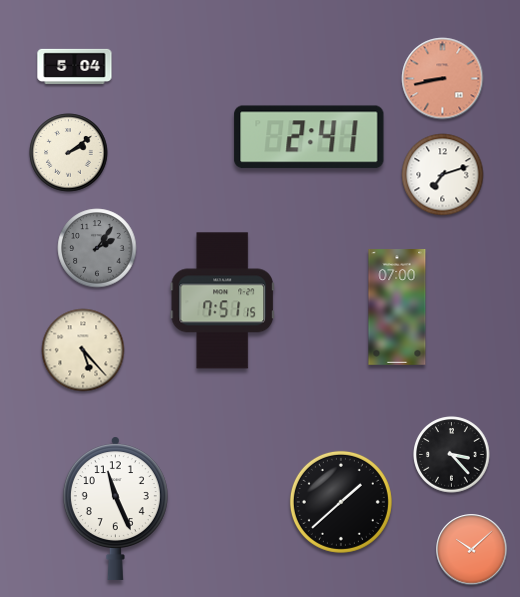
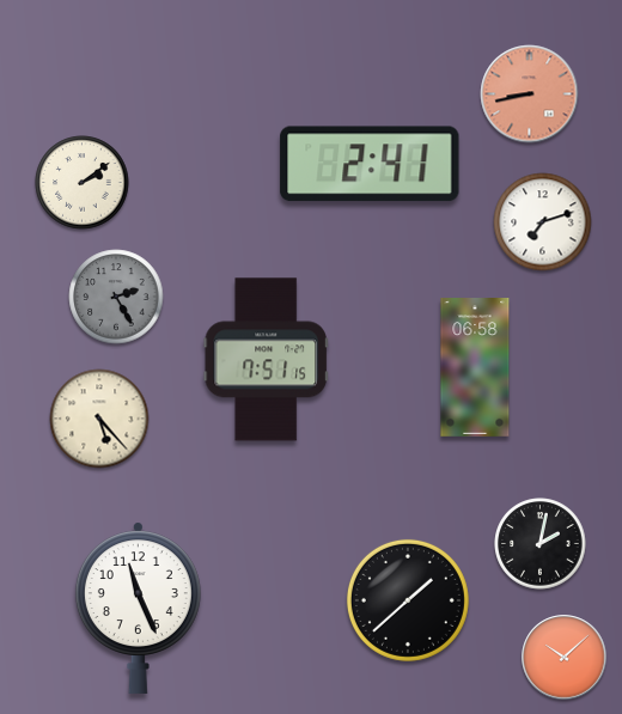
clock at (75, 66): 5:04 -> none
clock at (443, 175) position: (443, 175) -> (543, 222)
clock at (97, 248): 2:06 -> 2:25
clock at (397, 308): 07:00 -> 06:58
clock at (452, 455): 3:23 -> 2:02
